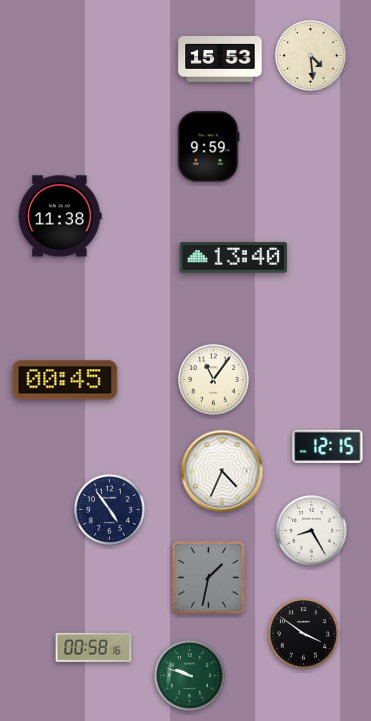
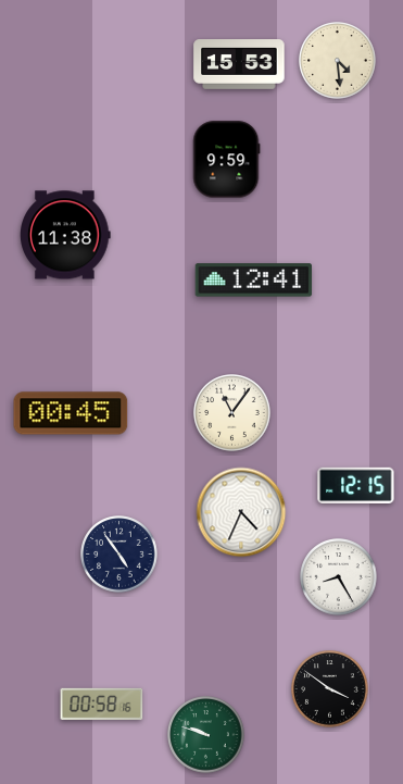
clock at (234, 258): 13:40 -> 12:41
clock at (209, 578): 1:32 -> none
